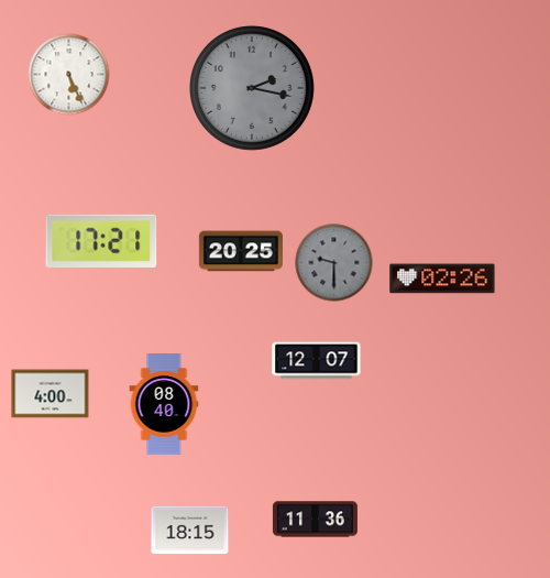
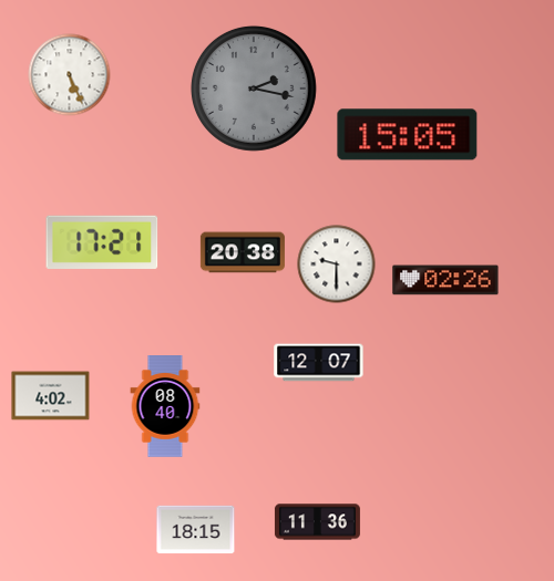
clock at (408, 135): none -> 15:05
clock at (241, 251): 20:25 -> 20:38
clock at (334, 263) dial: grey -> white
clock at (51, 394): 4:00 -> 4:02
clock at (190, 531) position: (190, 531) -> (196, 530)
